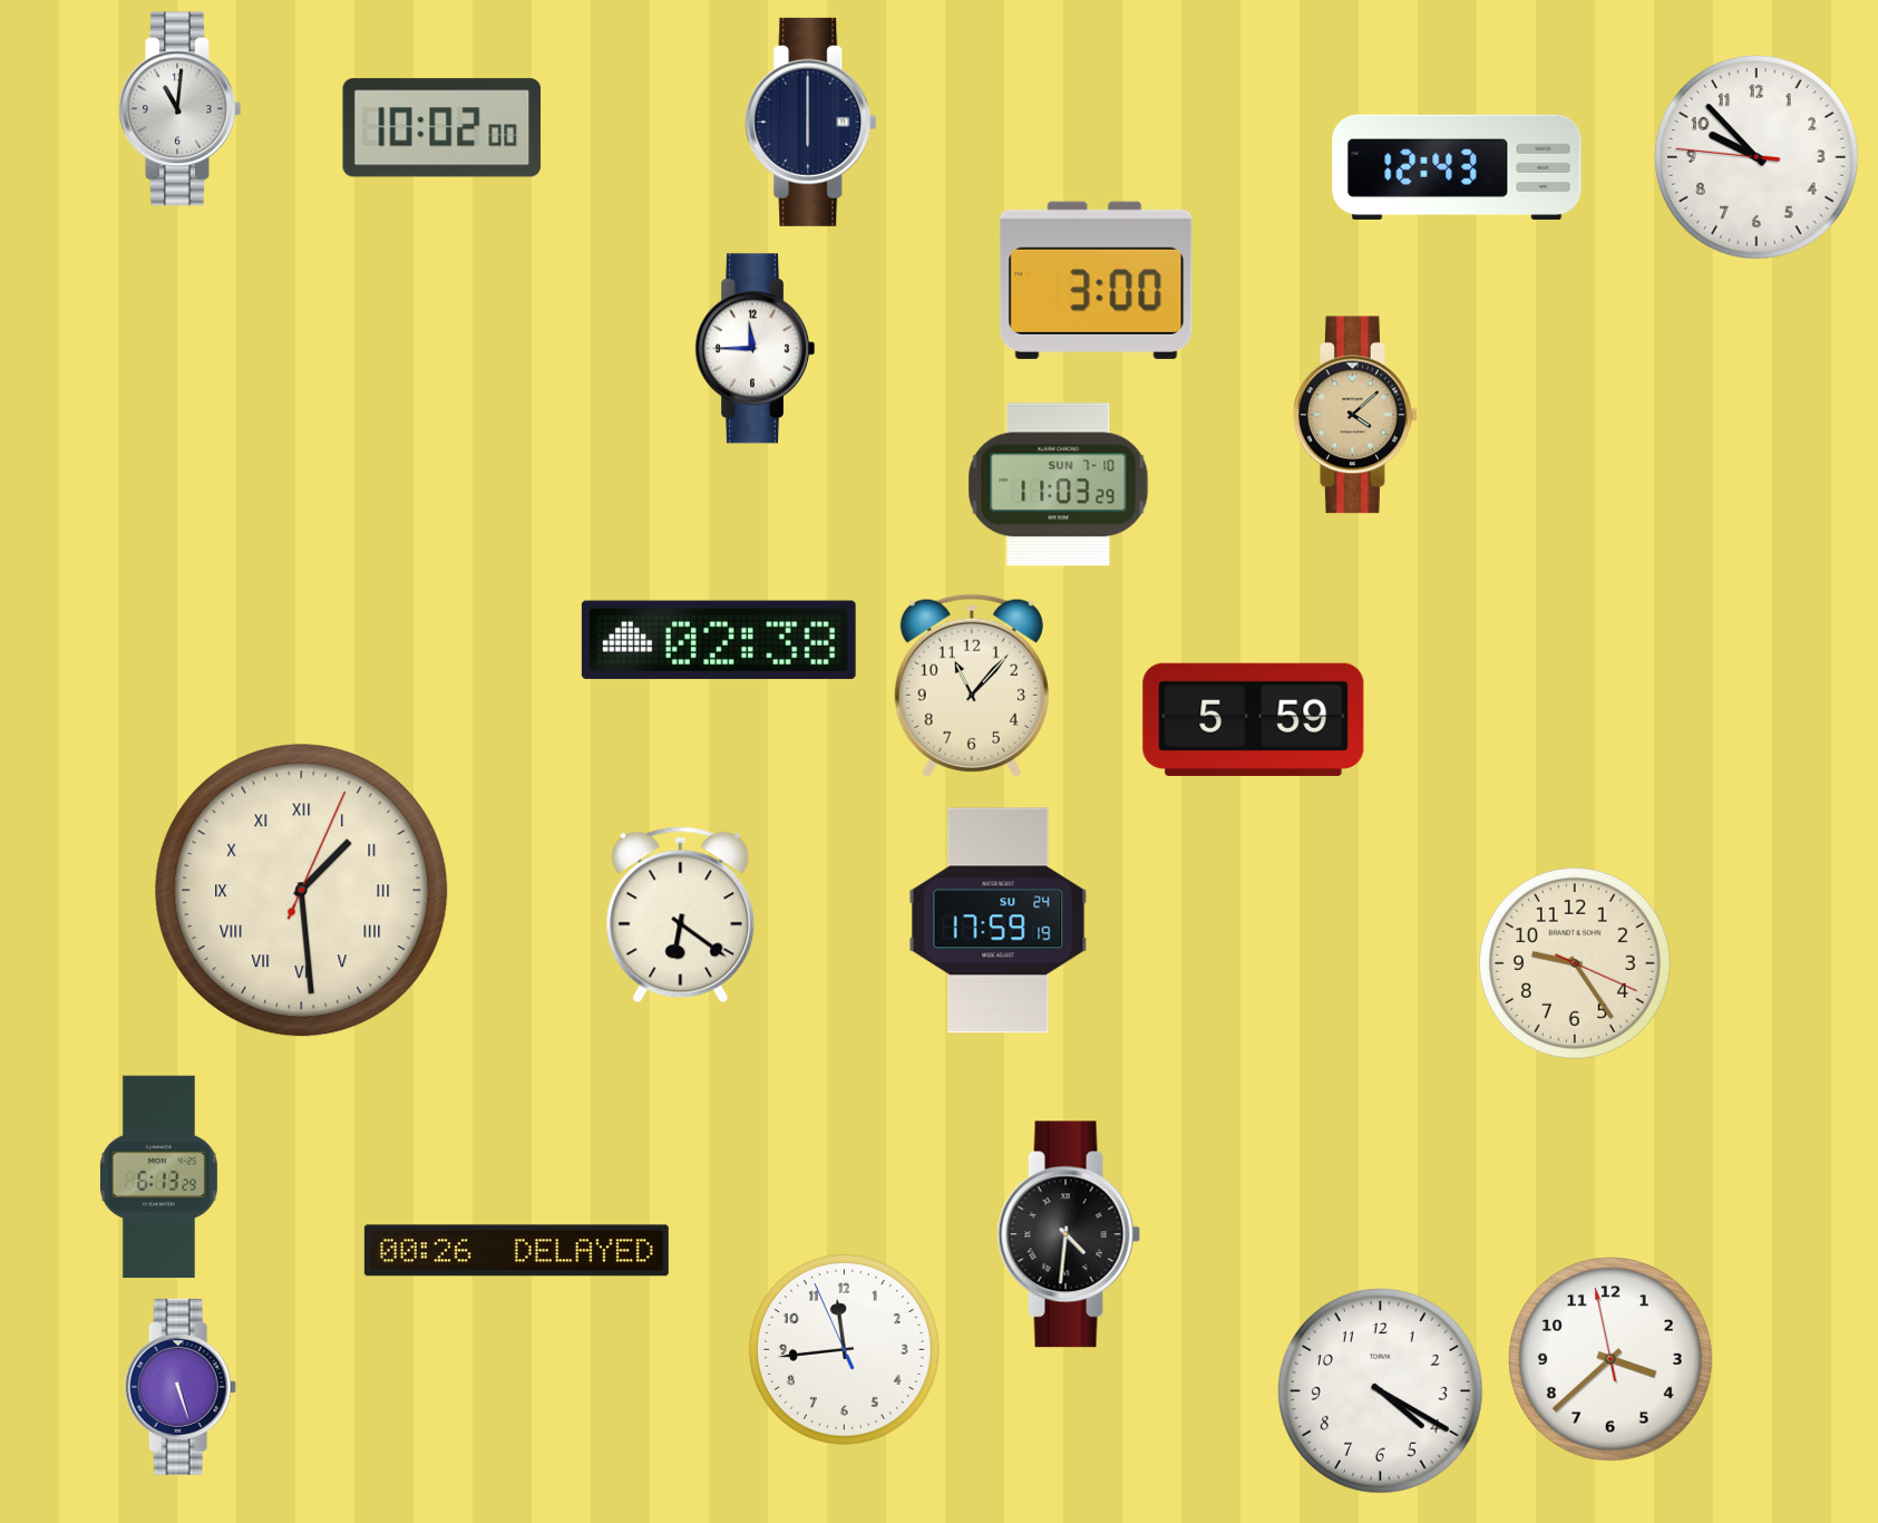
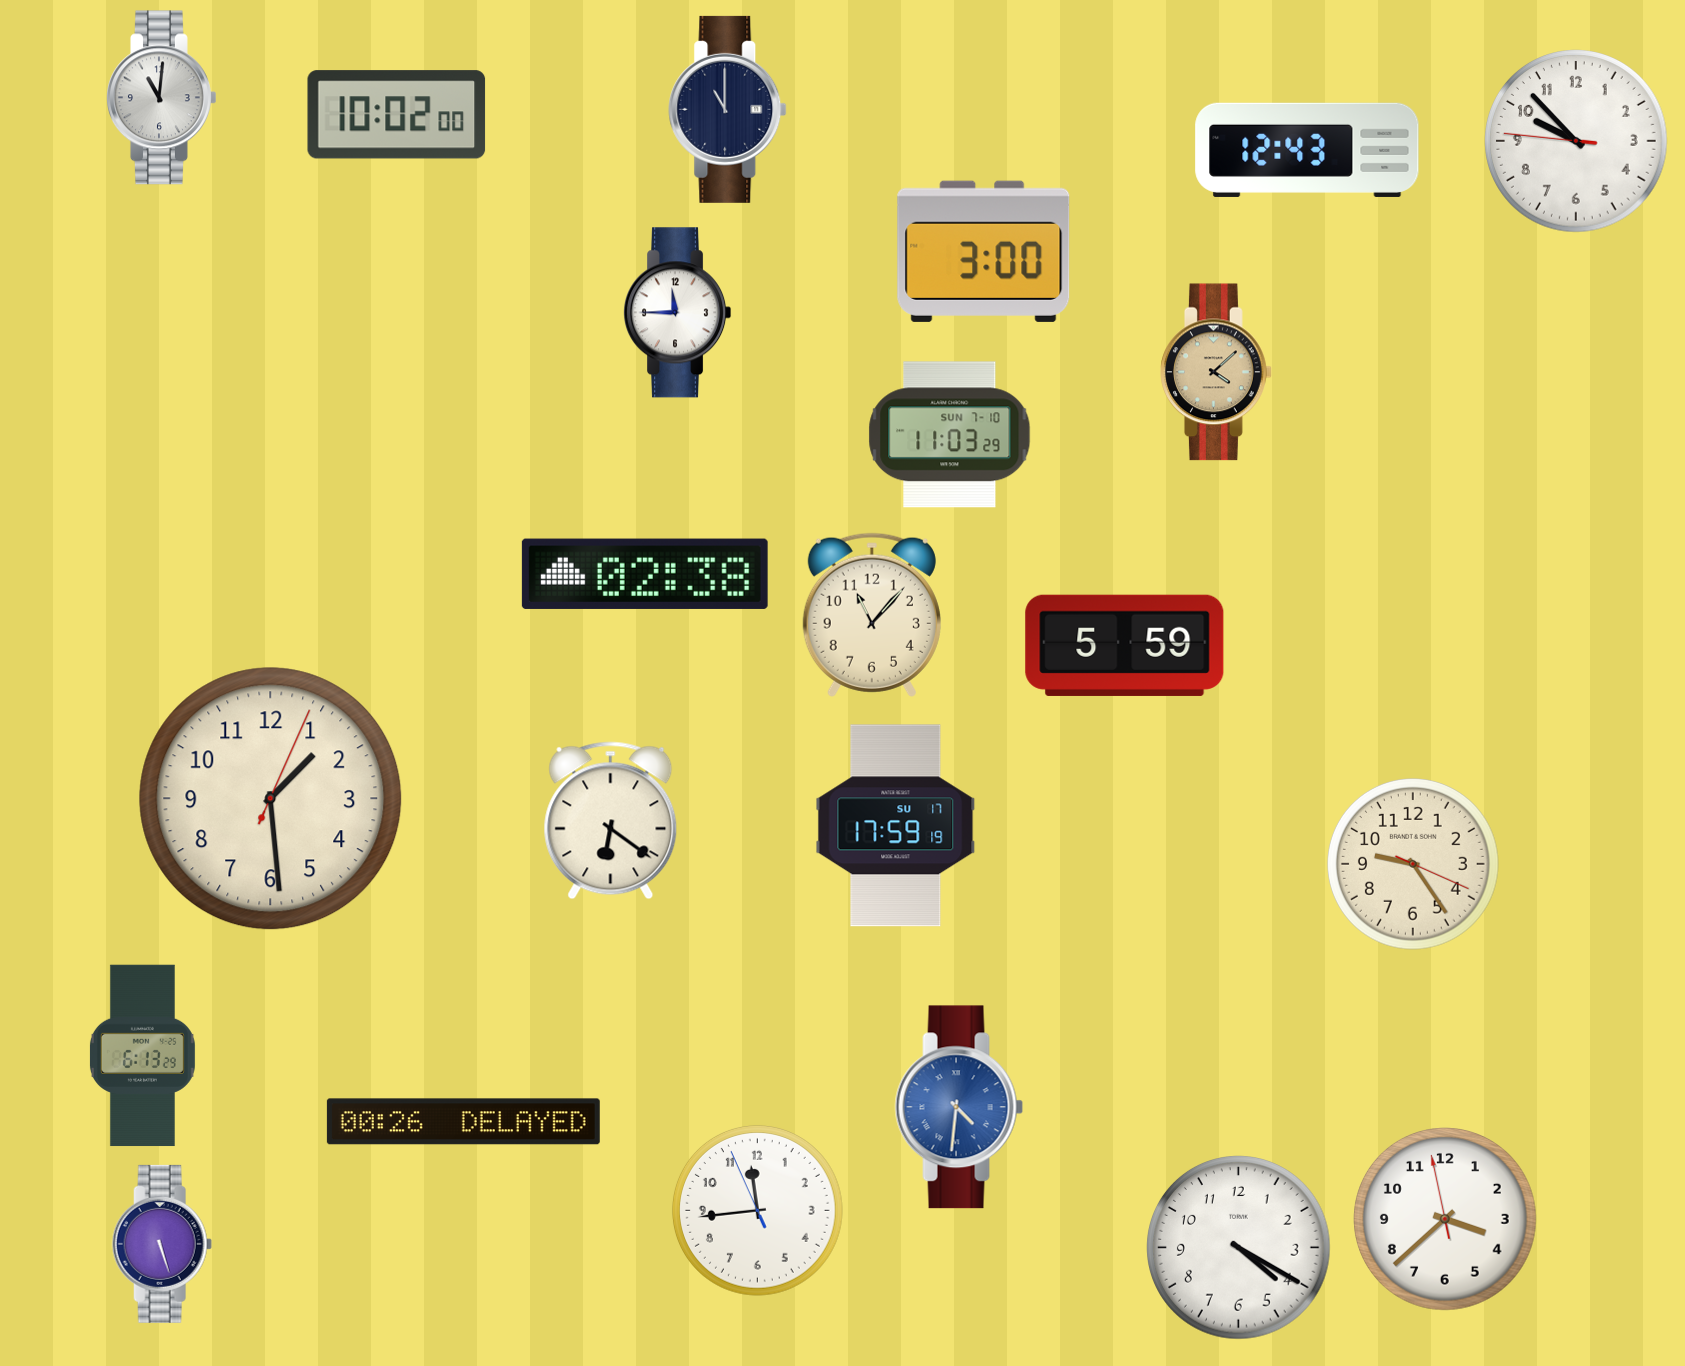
clock at (811, 122): 6:00 -> 11:00
clock at (302, 891) numerals: Roman -> Arabic
clock at (999, 921) date: SU 24 -> SU 17
clock at (1069, 1234) dial: black -> blue
